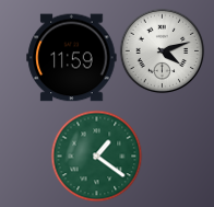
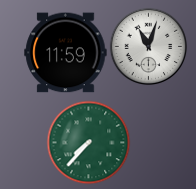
clock at (162, 50): 4:12 -> 11:03
clock at (96, 156): 1:21 -> 7:37
